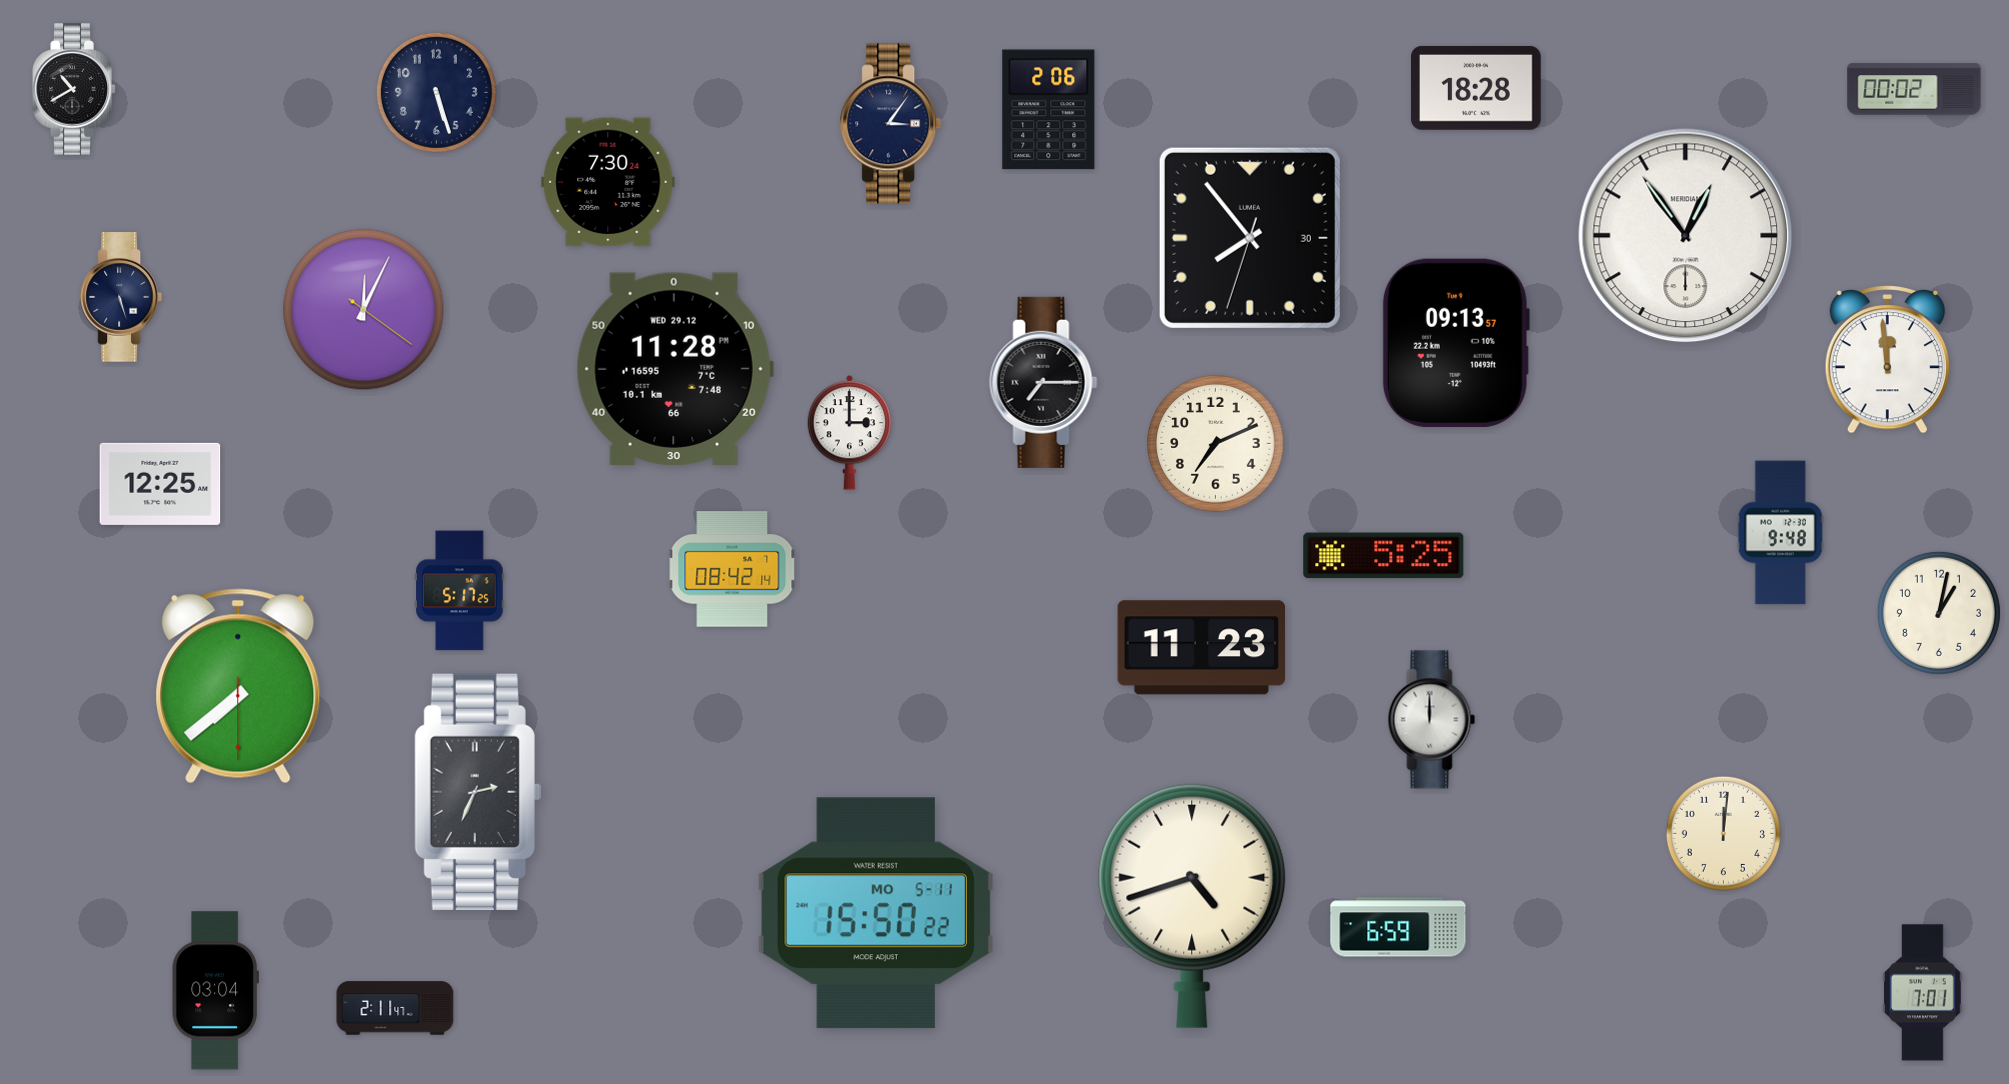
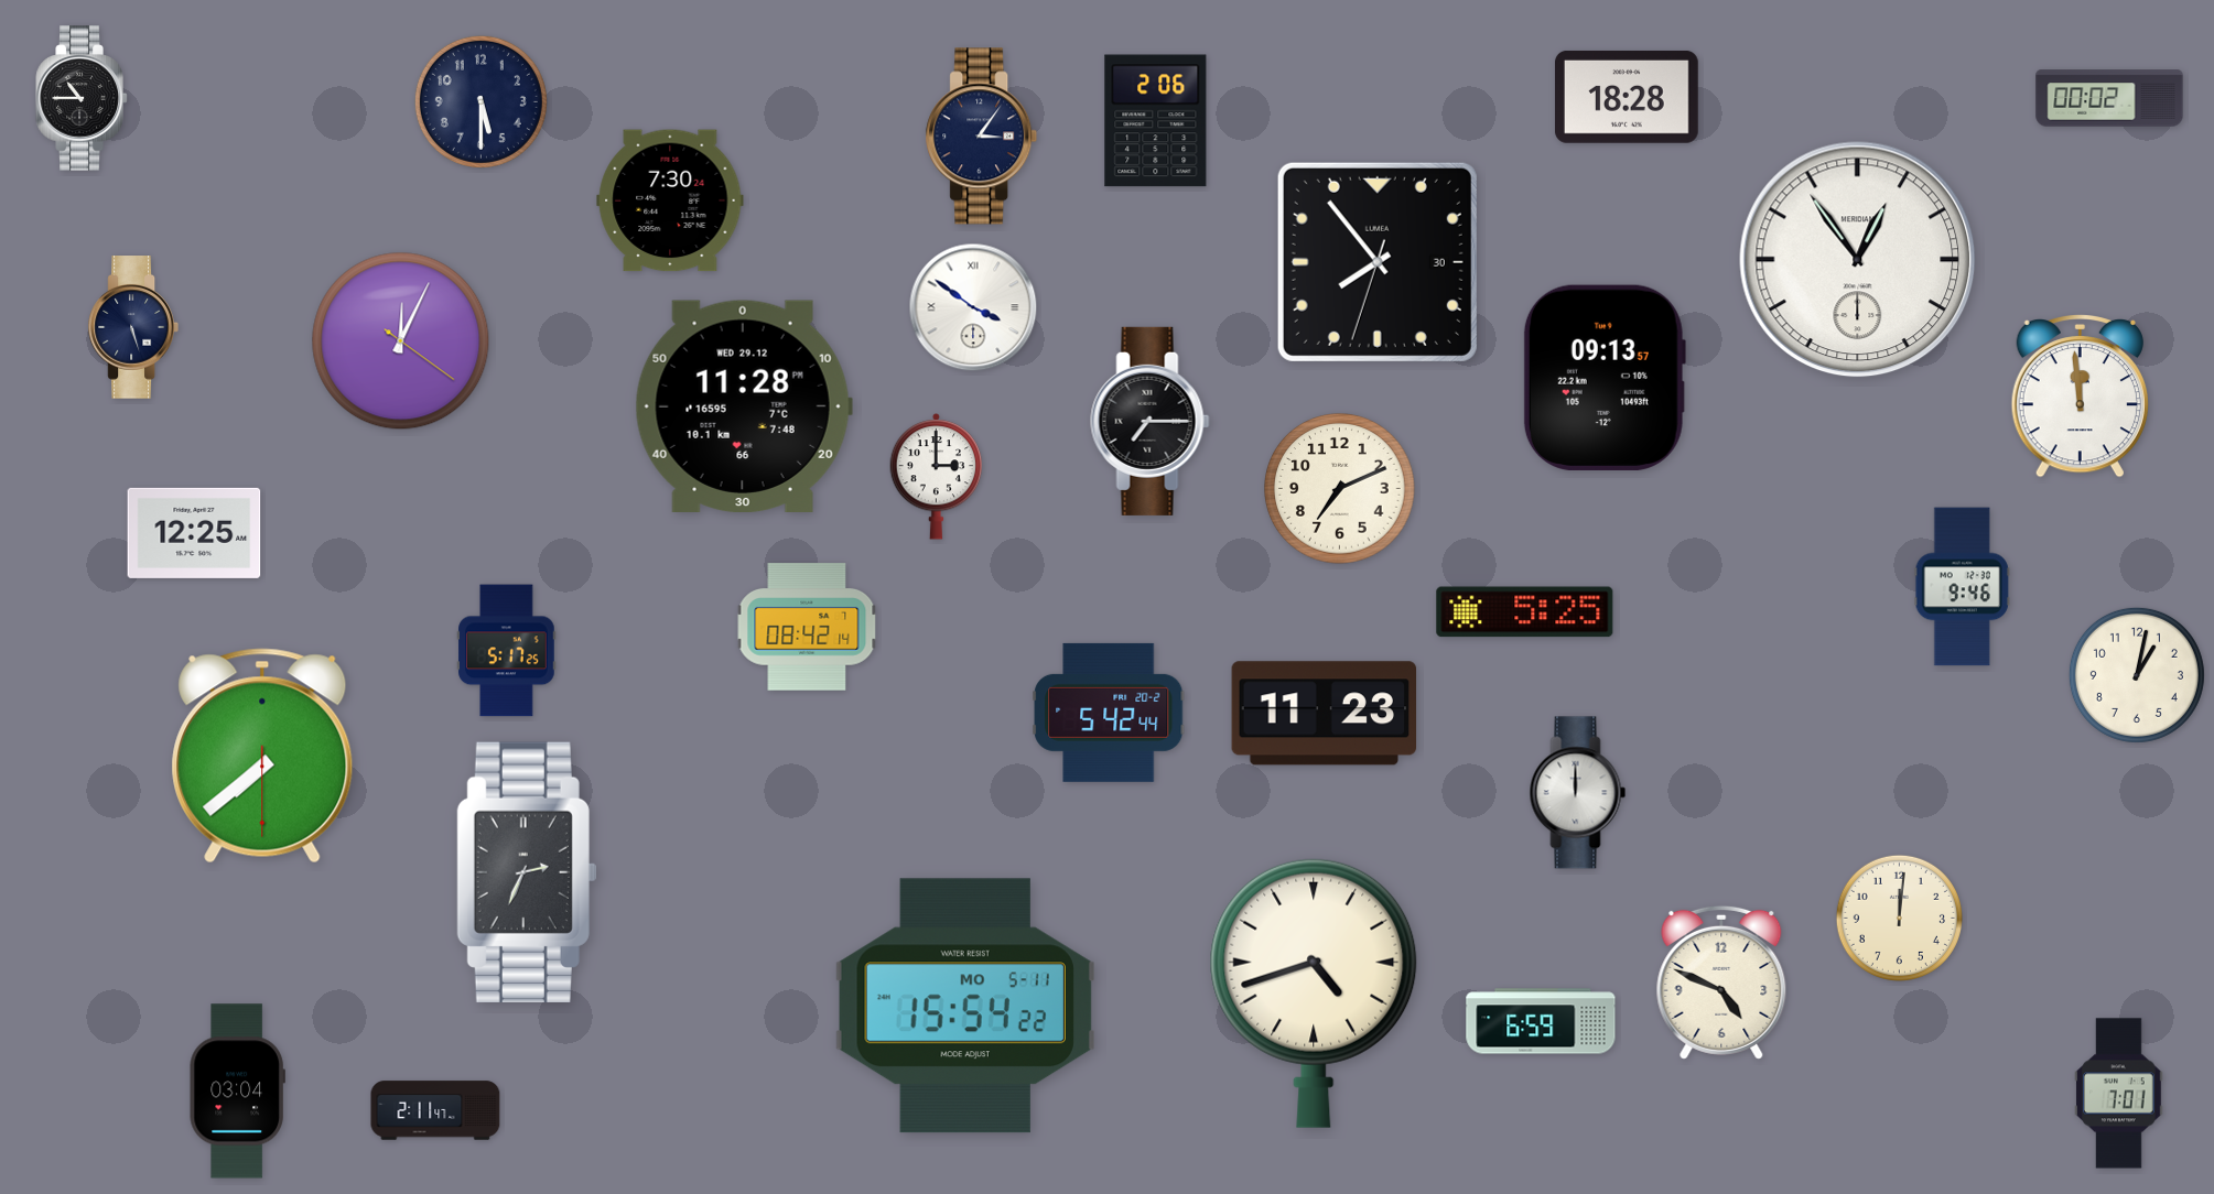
clock at (74, 89): 10:40 -> 10:45
clock at (436, 92): 5:27 -> 5:30
clock at (973, 307): none -> 3:51
clock at (160, 484) position: (160, 484) -> (194, 533)
clock at (1780, 533): 9:48 -> 9:46
clock at (1109, 713): none -> 5:42
clock at (1721, 983): none -> 4:49
clock at (1192, 906) position: (1192, 906) -> (1314, 994)
clock at (876, 913): 15:50 -> 15:54
